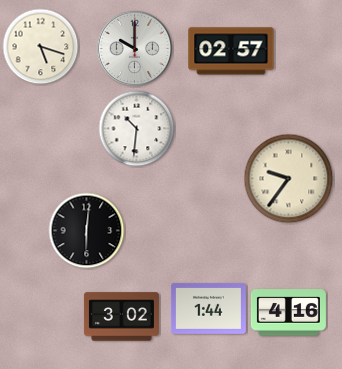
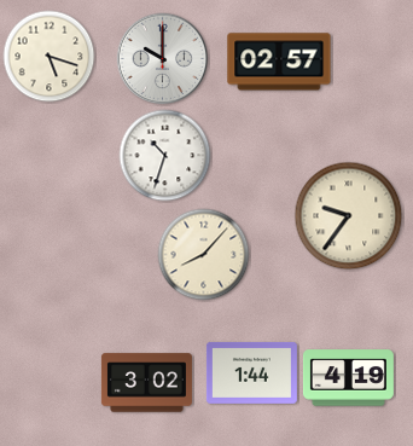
clock at (137, 129): 10:31 -> 10:33
clock at (204, 255): none -> 8:07
clock at (87, 231): 6:01 -> none
clock at (288, 313): 4:16 -> 4:19
